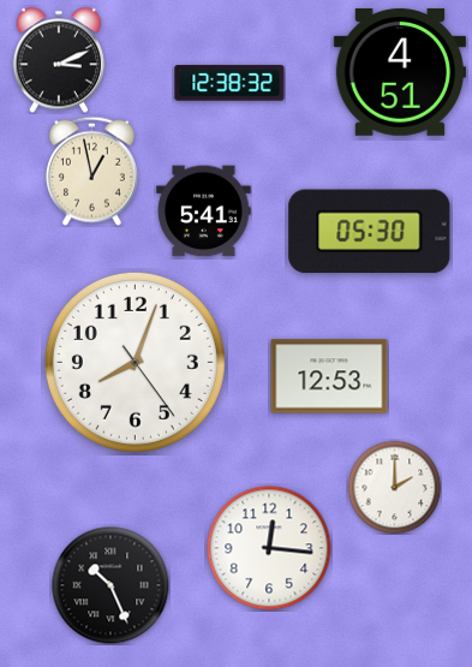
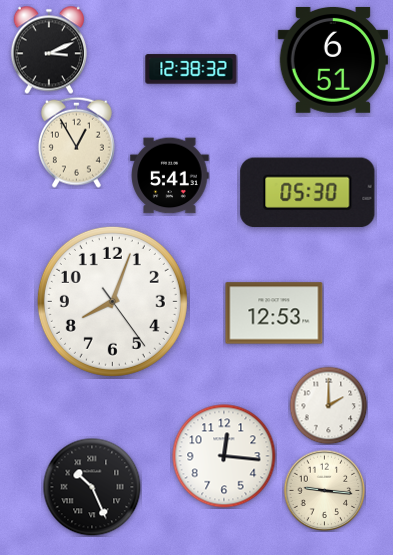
clock at (399, 72): 4:51 -> 6:51
clock at (91, 171): 12:58 -> 12:55
clock at (324, 490): none -> 9:16
